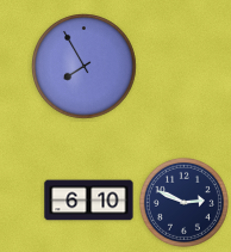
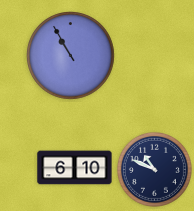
clock at (85, 67): 7:55 -> 10:55
clock at (183, 202): 2:49 -> 10:49
